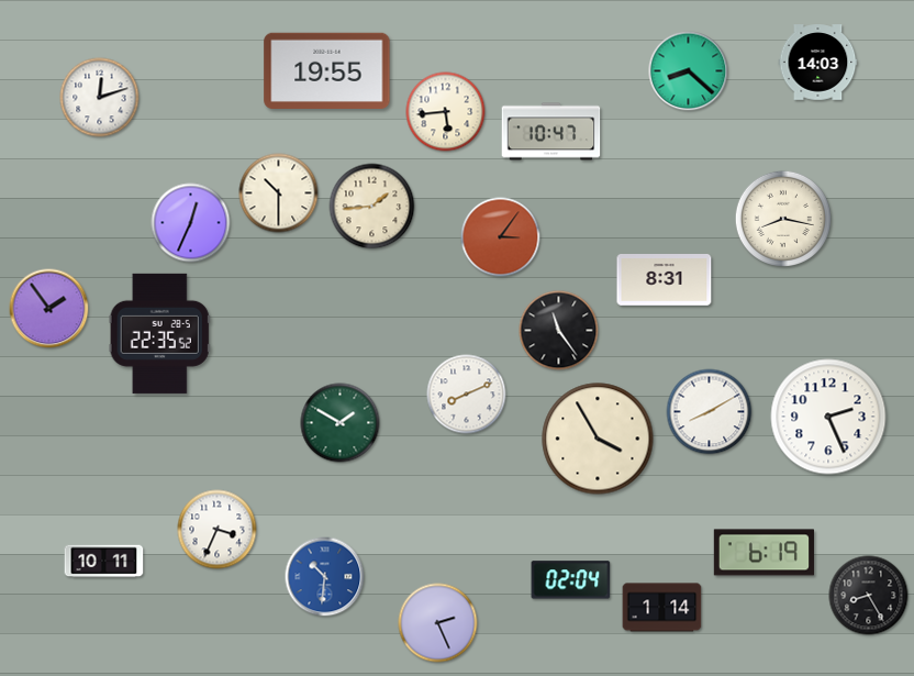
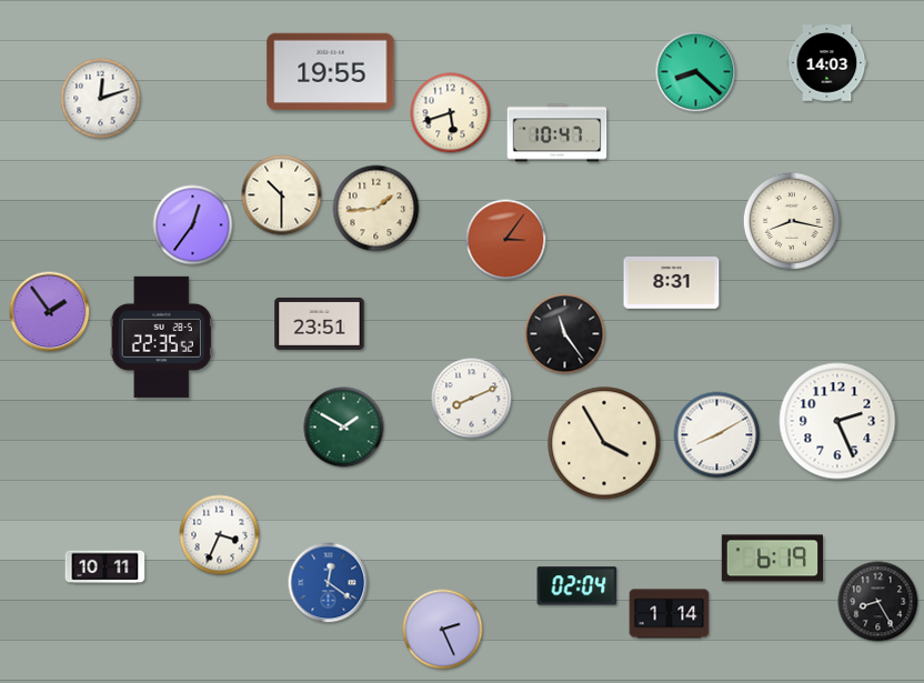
clock at (446, 112): 5:44 -> 5:42
clock at (191, 223): 12:34 -> 12:36
clock at (320, 323): none -> 23:51
clock at (710, 412) position: (710, 412) -> (717, 435)
clock at (325, 577): 10:31 -> 12:21
